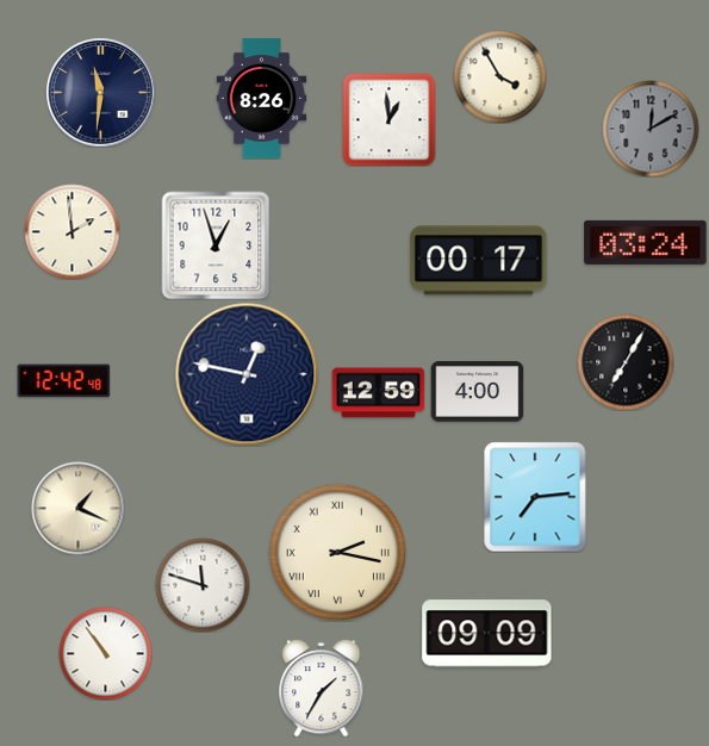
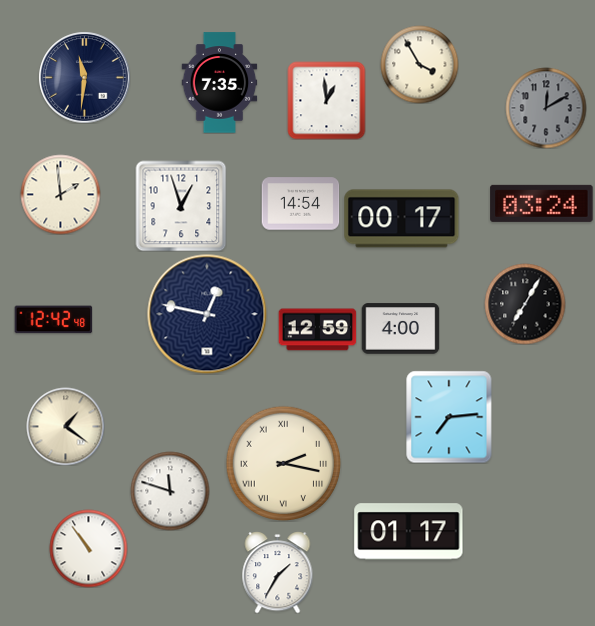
clock at (262, 99): 8:26 -> 7:35
clock at (300, 204): none -> 14:54
clock at (77, 508): 1:19 -> 1:21
clock at (487, 634): 09:09 -> 01:17
clock at (322, 688) position: (322, 688) -> (278, 572)
